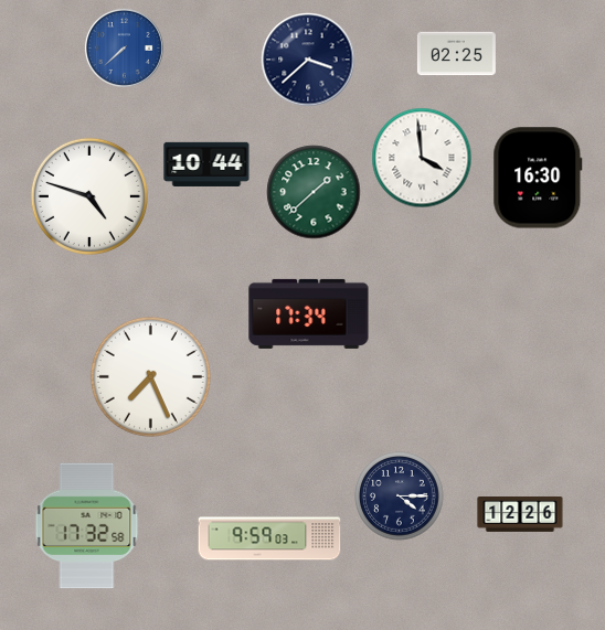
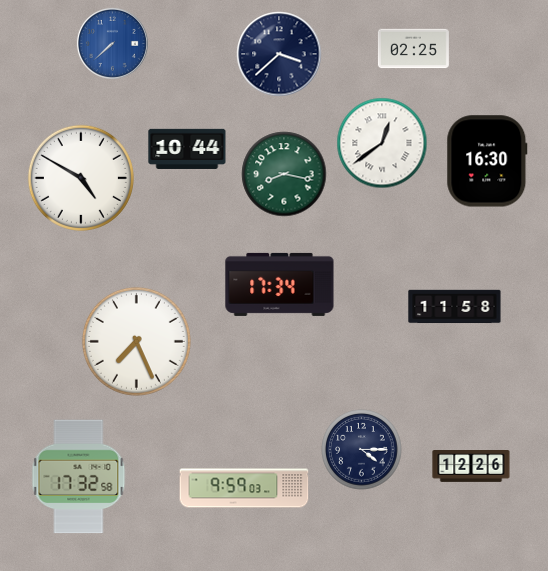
clock at (422, 158): 3:59 -> 12:39
clock at (314, 192): 1:38 -> 8:17
clock at (89, 196): 4:48 -> 4:50
clock at (455, 307): none -> 11:58
